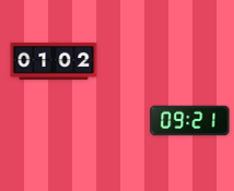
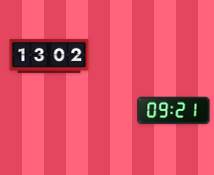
clock at (54, 61): 01:02 -> 13:02
